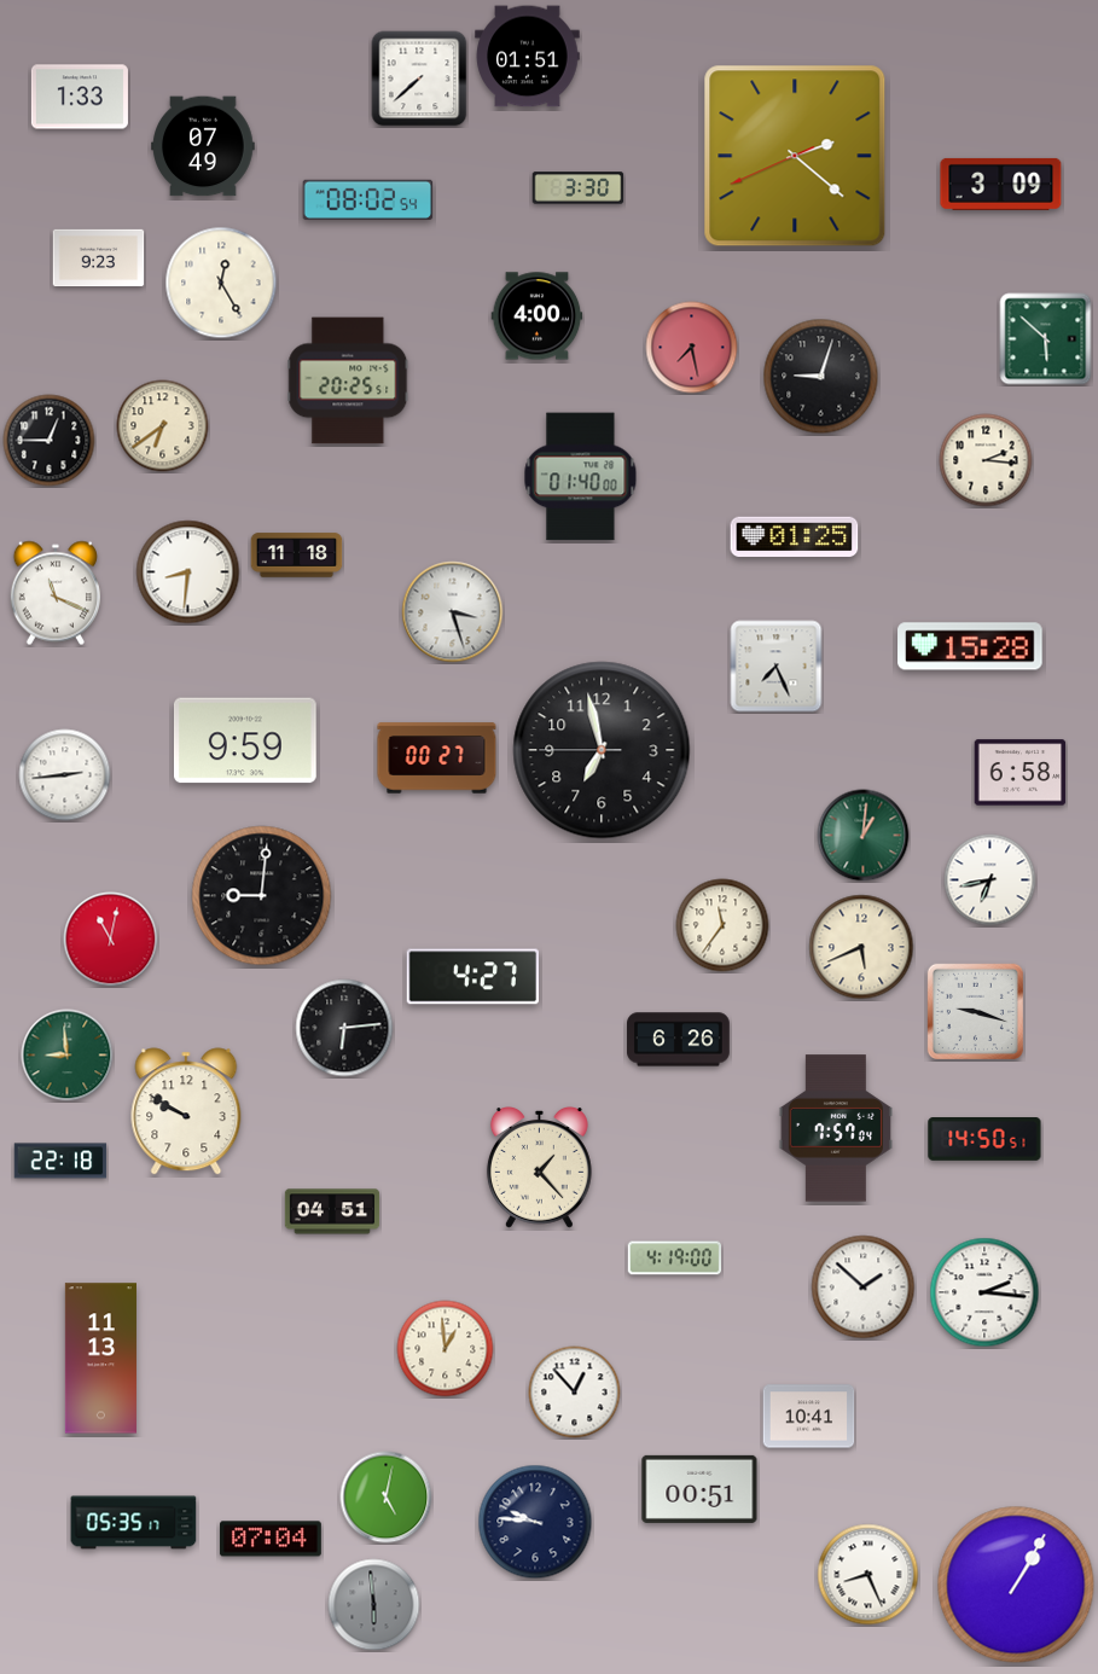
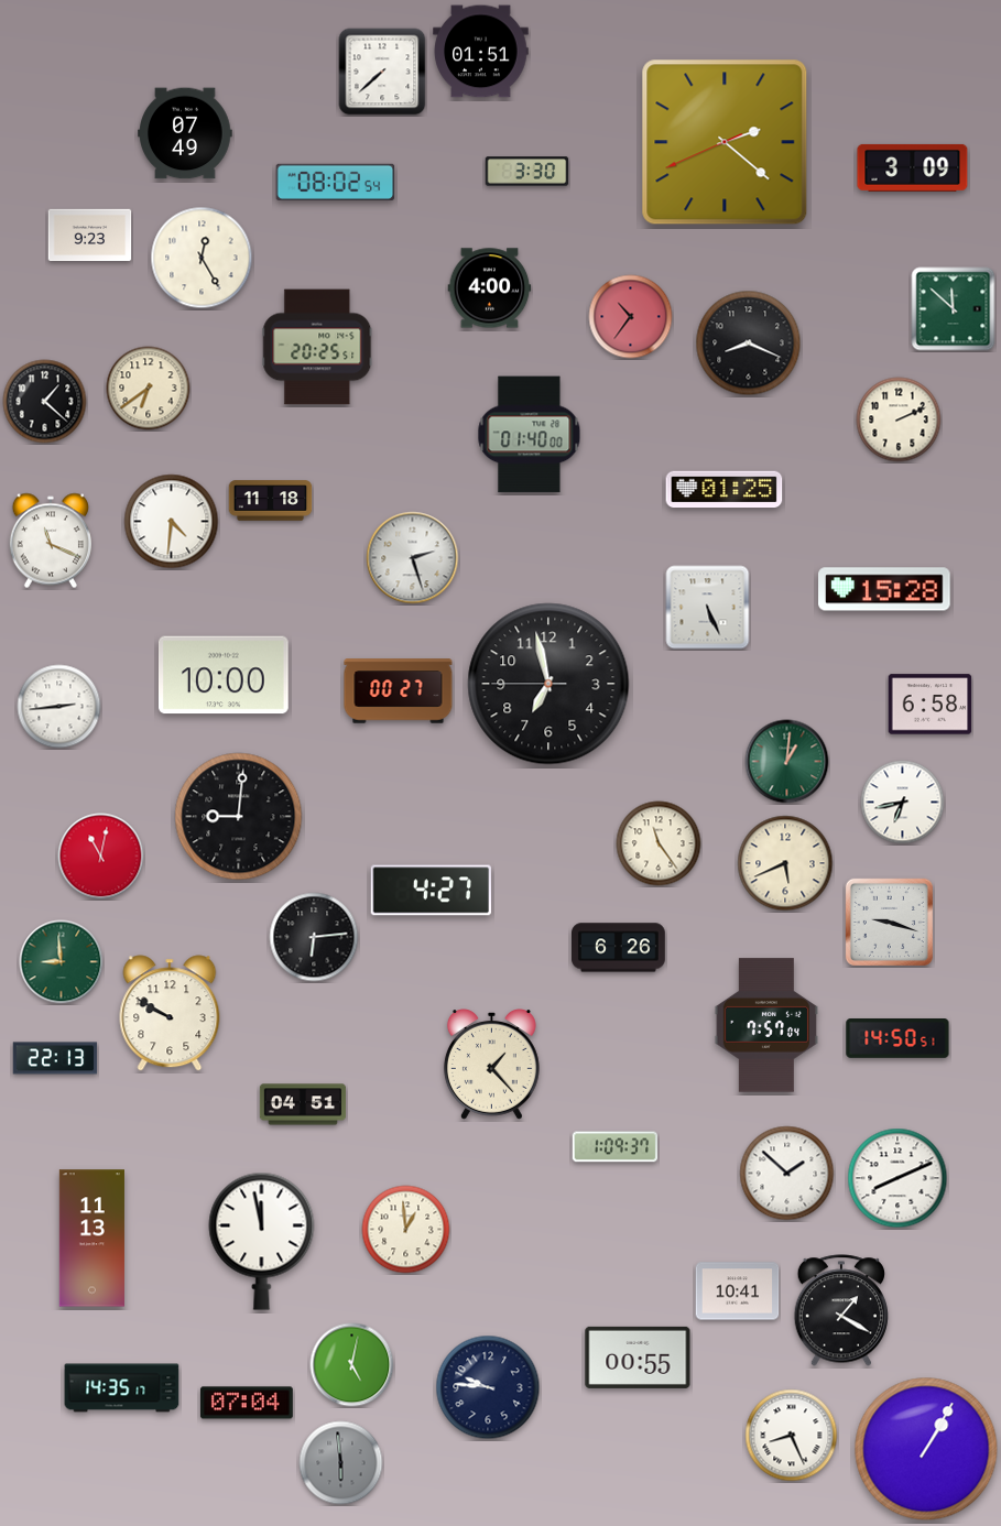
clock at (80, 97): 1:33 -> none
clock at (1046, 339): 5:52 -> 11:52
clock at (692, 348): 7:28 -> 10:36
clock at (821, 377): 9:03 -> 8:19
clock at (50, 441): 12:45 -> 1:22
clock at (986, 460): 2:16 -> 2:11
clock at (297, 556) position: (297, 556) -> (271, 501)
clock at (188, 572): 8:31 -> 4:31
clock at (453, 612): 3:27 -> 2:27
clock at (777, 667): 7:26 -> 5:26
clock at (245, 740): 9:59 -> 10:00
clock at (722, 925): 11:36 -> 11:24
clock at (836, 1128) position: (836, 1128) -> (766, 1025)
clock at (60, 1161): 22:18 -> 22:13
clock at (675, 1259): 4:19 -> 1:09
clock at (984, 1292): 2:16 -> 8:11
clock at (262, 1241): none -> 11:58
clock at (575, 1393): 12:53 -> none
clock at (840, 1310): none -> 1:20
clock at (699, 1489): 00:51 -> 00:55
clock at (134, 1523): 05:35 -> 14:35
clock at (1016, 1585) position: (1016, 1585) -> (926, 1449)
